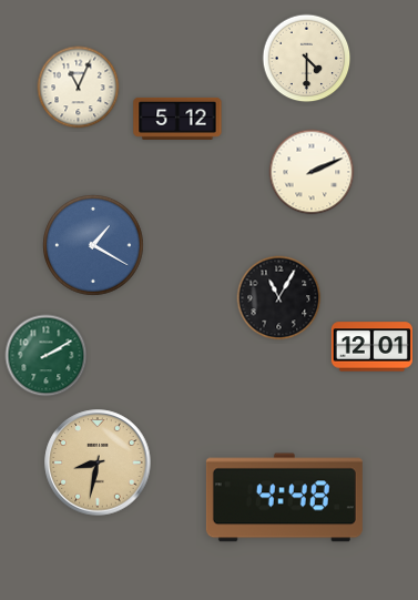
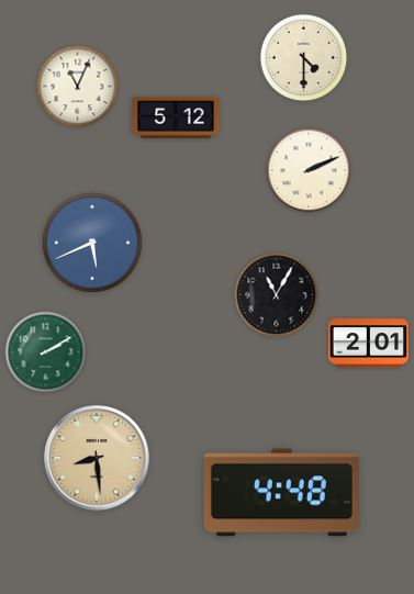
clock at (93, 245): 1:20 -> 5:41
clock at (371, 347): 12:01 -> 2:01
clock at (98, 462): 8:32 -> 8:29
